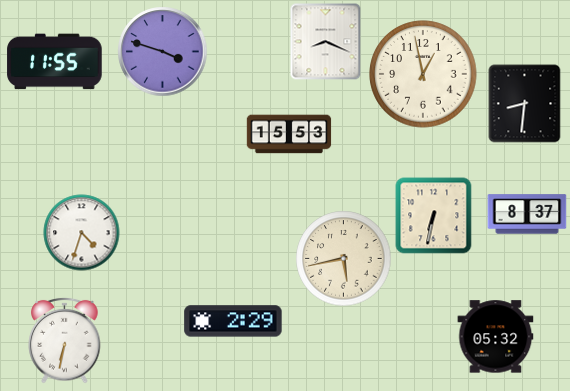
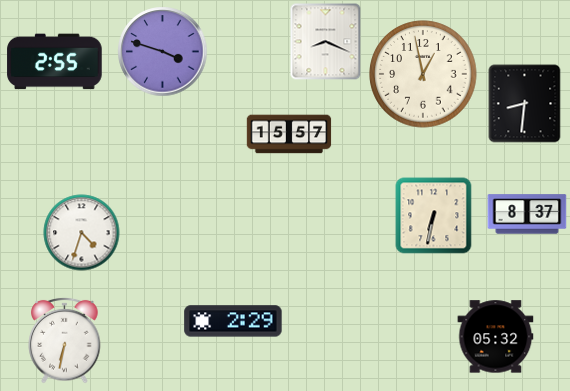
clock at (55, 62): 11:55 -> 2:55
clock at (289, 134): 15:53 -> 15:57
clock at (344, 259): 5:43 -> none
